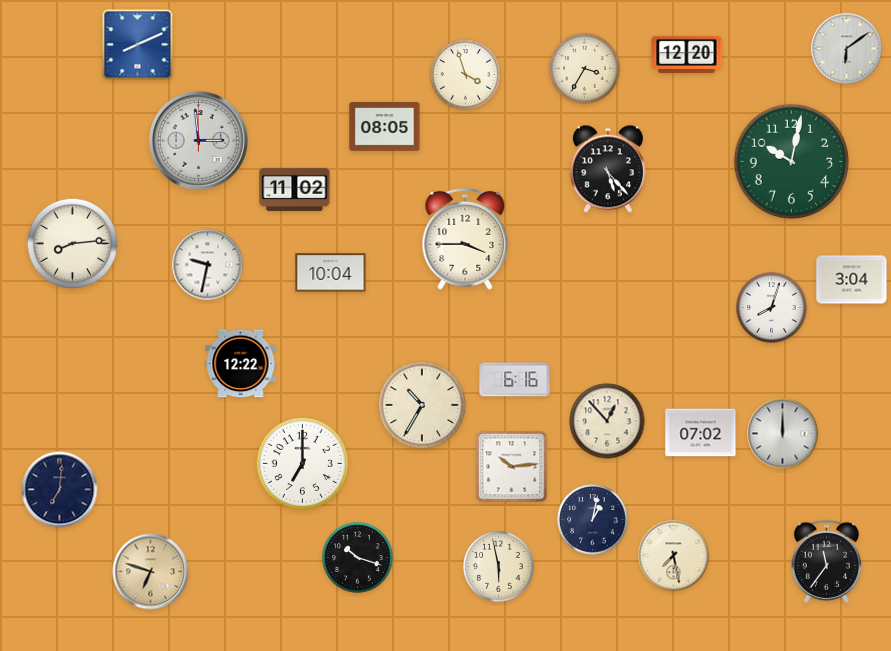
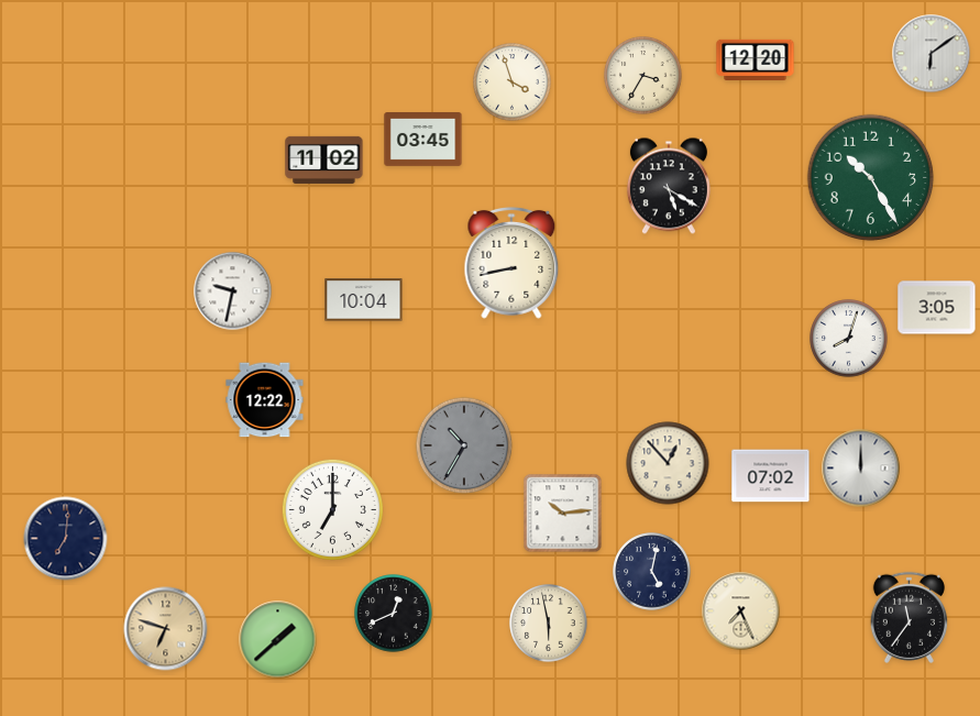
clock at (138, 45): 8:11 -> none
clock at (385, 127): 08:05 -> 03:45
clock at (199, 141): 2:59 -> none
clock at (792, 162): 10:02 -> 10:25
clock at (608, 169): 5:23 -> 5:20
clock at (295, 189) position: (295, 189) -> (324, 159)
clock at (465, 239): 3:45 -> 8:43
clock at (73, 244): 8:14 -> none
clock at (208, 265) position: (208, 265) -> (233, 291)
clock at (852, 280): 3:04 -> 3:05
clock at (515, 380): 6:16 -> none
clock at (422, 405) dial: cream -> grey
clock at (783, 434) position: (783, 434) -> (861, 469)
clock at (593, 520): 1:02 -> 5:02
clock at (674, 556): 7:28 -> 7:26
clock at (358, 558): 10:18 -> 12:41
clock at (278, 640): none -> 1:38
